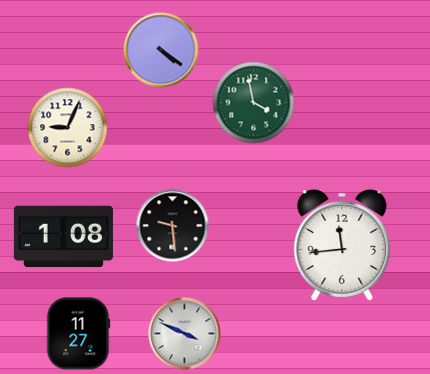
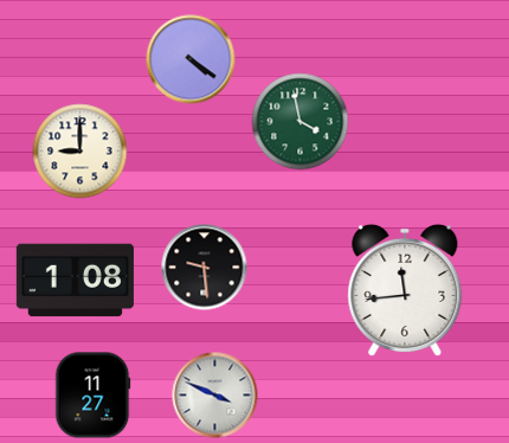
clock at (68, 128): 9:04 -> 9:00
clock at (185, 334) position: (185, 334) -> (215, 396)
